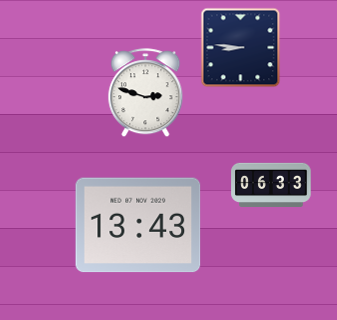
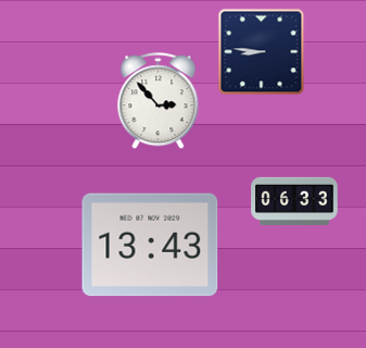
clock at (146, 93): 2:48 -> 2:53
